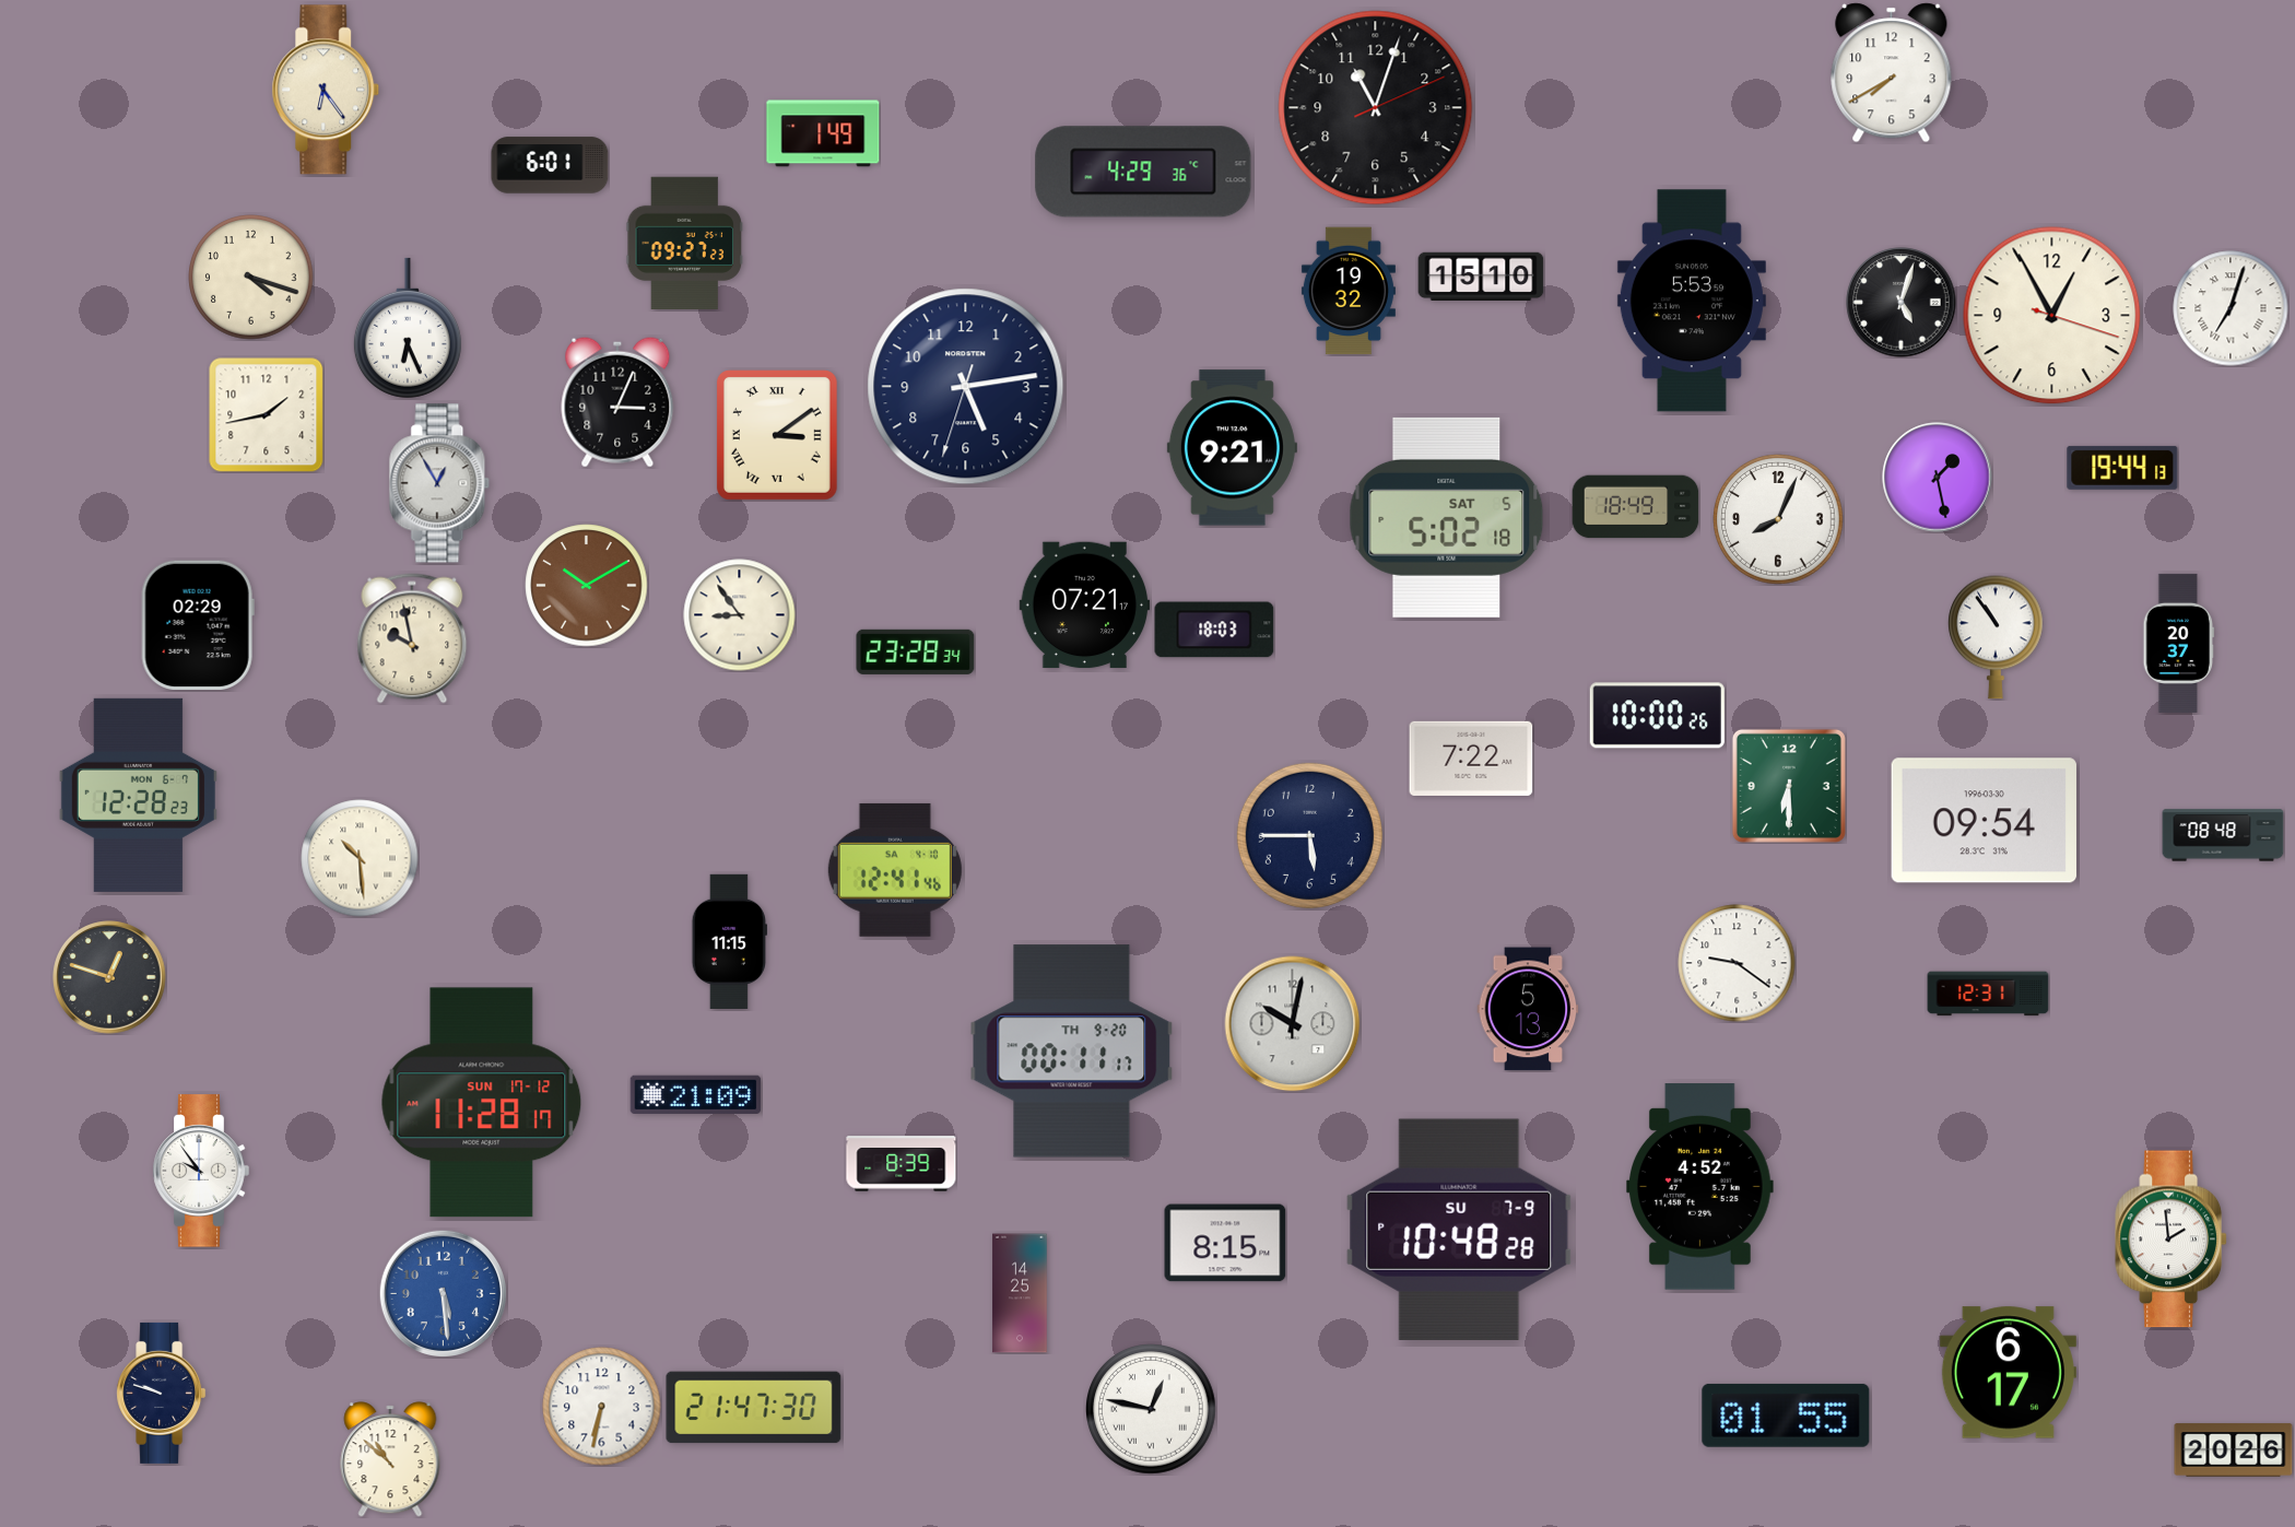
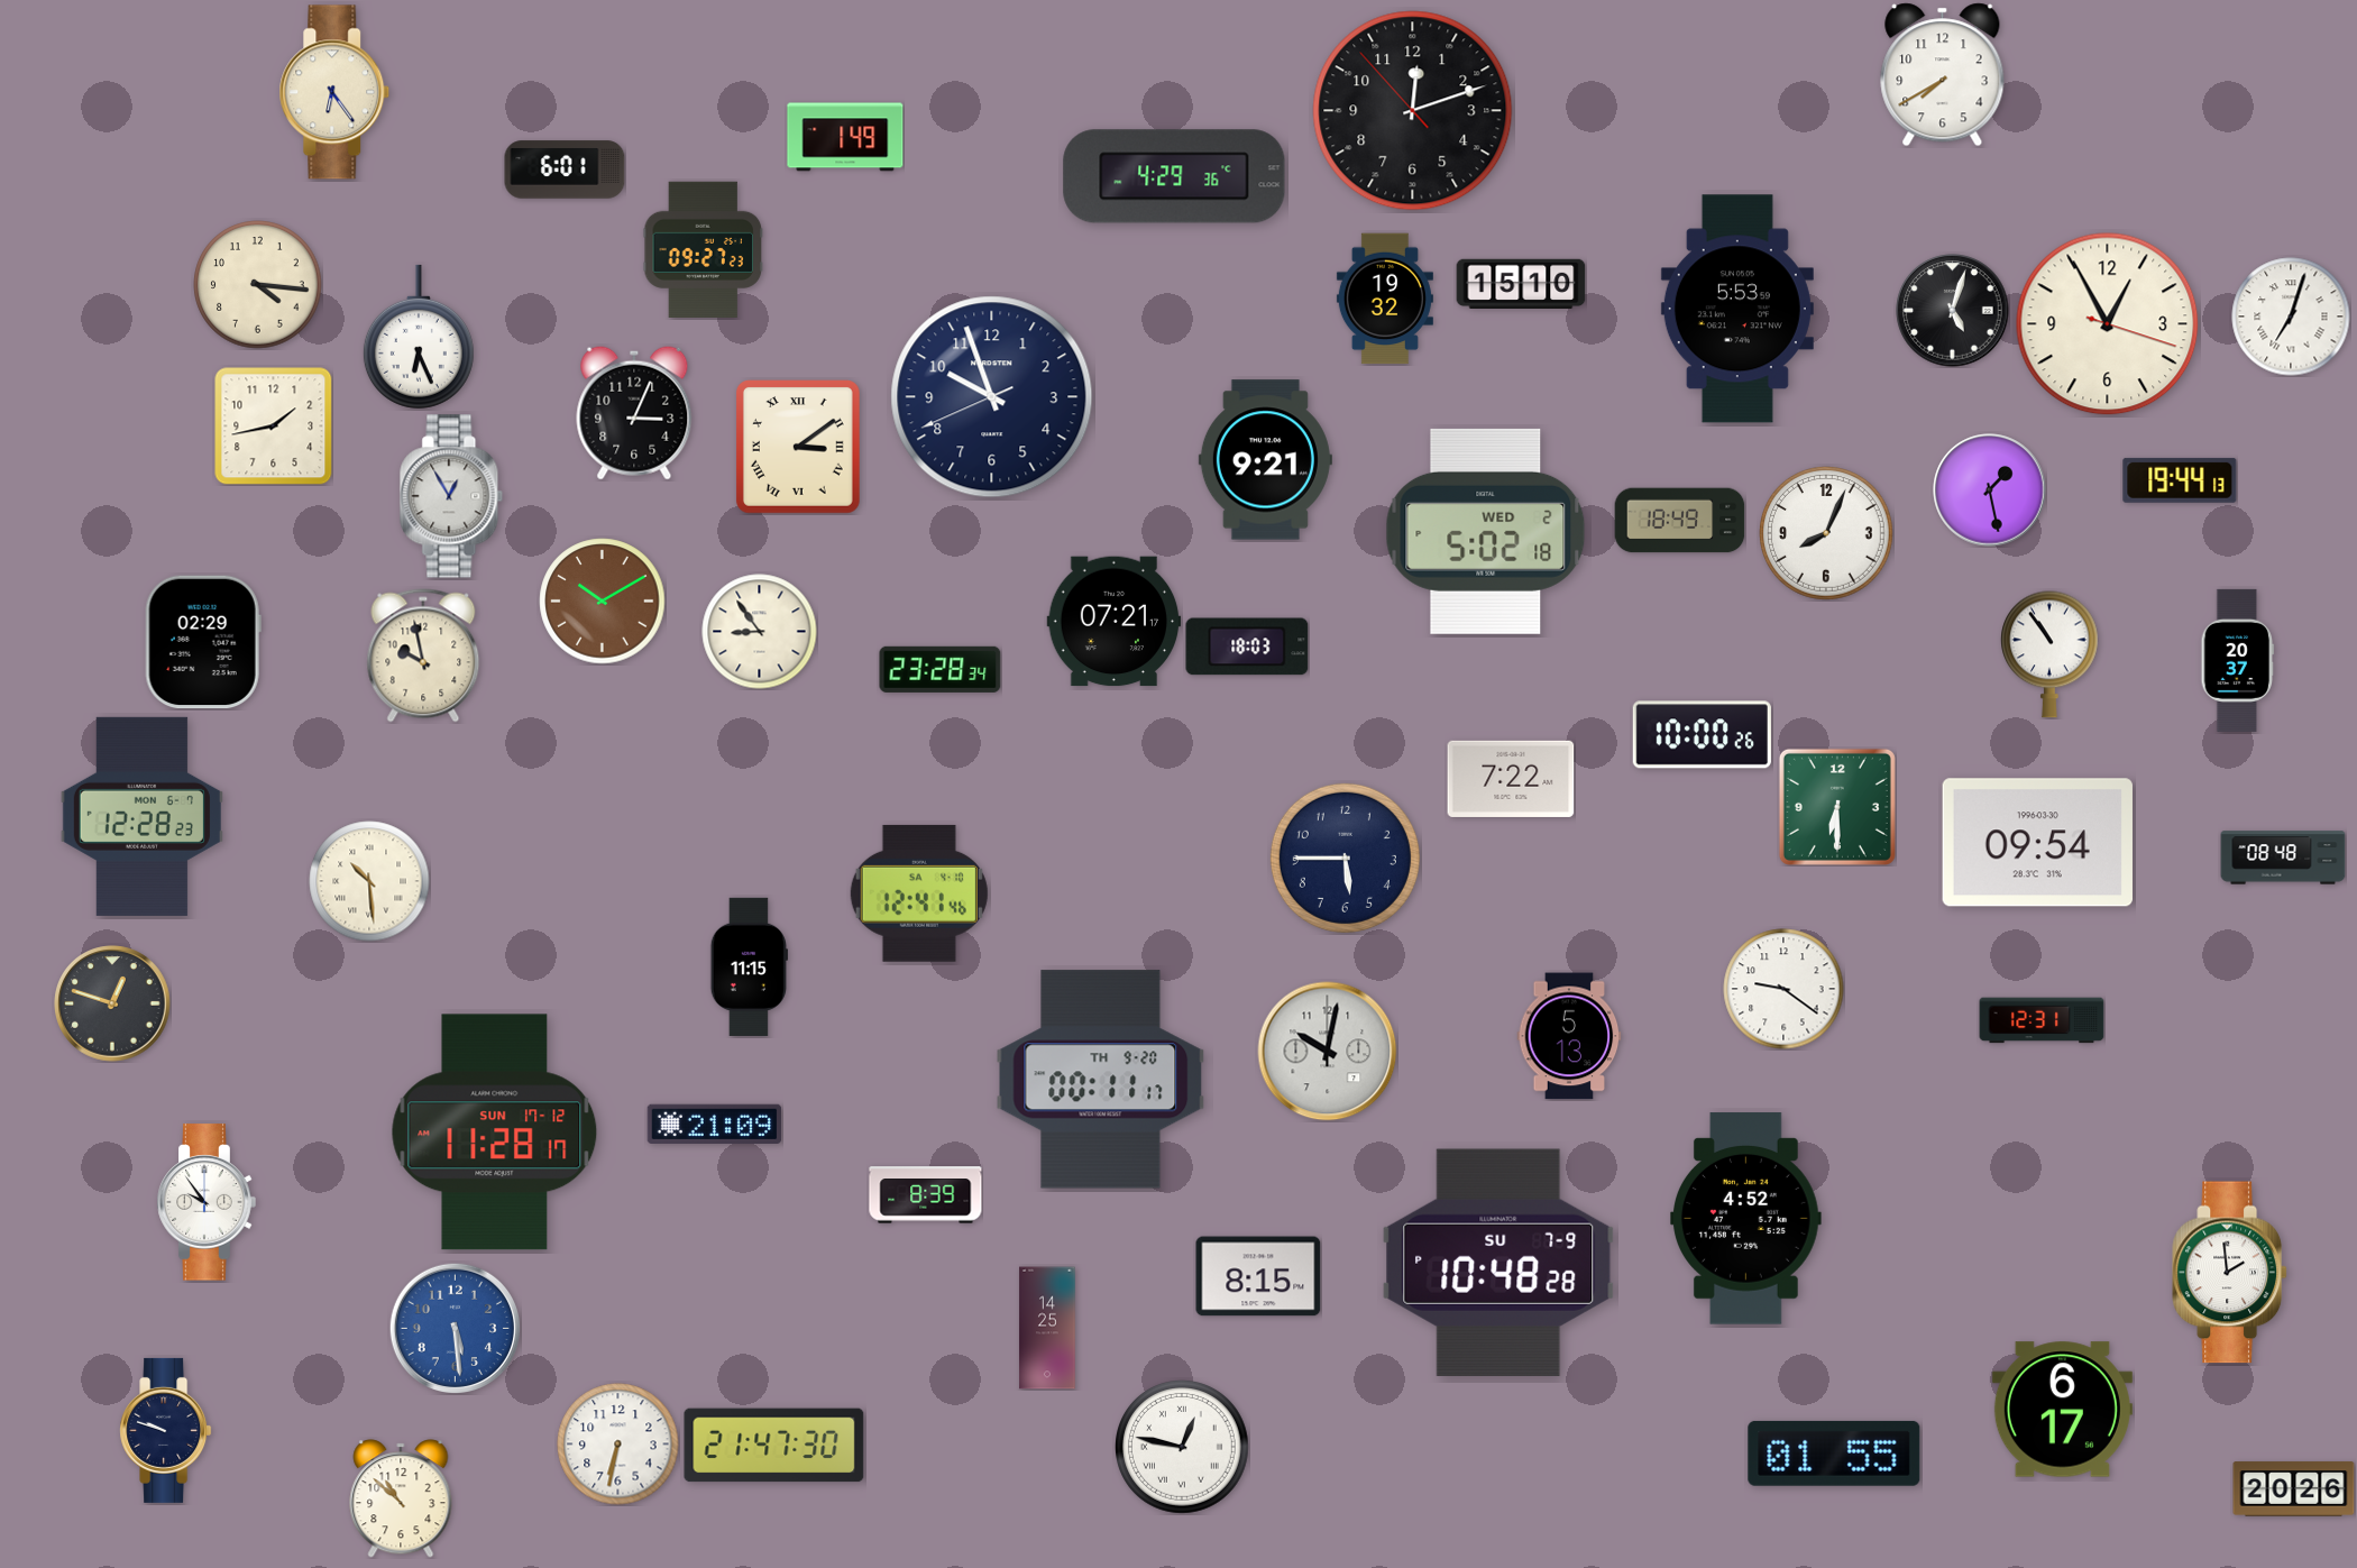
clock at (1376, 108): 11:03 -> 12:11
clock at (251, 278): 4:18 -> 4:16
clock at (966, 387): 5:13 -> 9:56
clock at (1447, 517) date: SAT 5 -> WED 2
